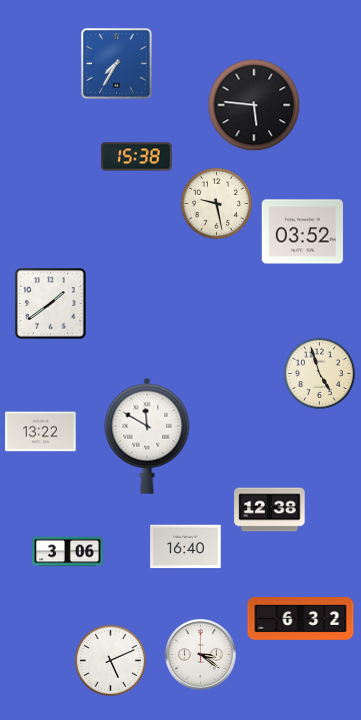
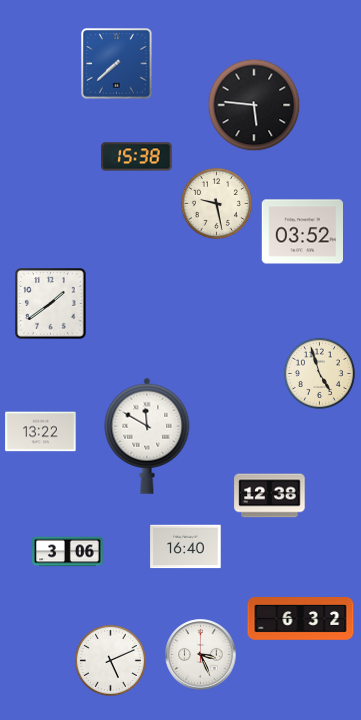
clock at (117, 64): 7:35 -> 7:38
clock at (270, 510) position: (270, 510) -> (270, 496)
clock at (201, 655): 3:21 -> 3:26
